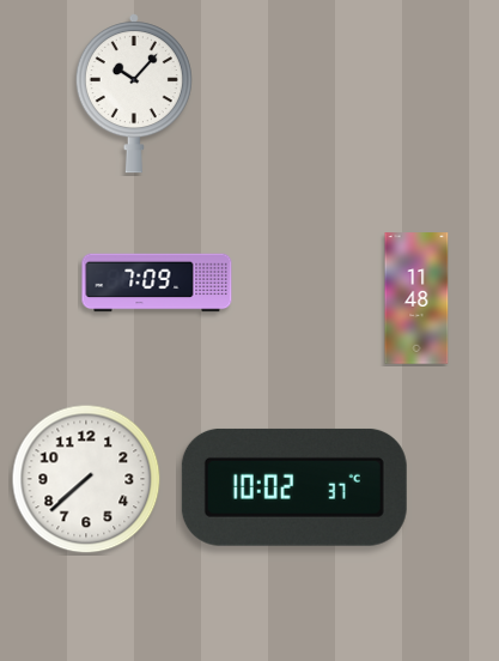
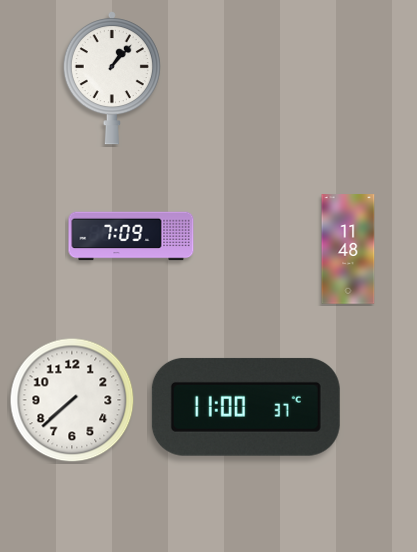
clock at (134, 95): 10:07 -> 1:07
clock at (294, 487): 10:02 -> 11:00
